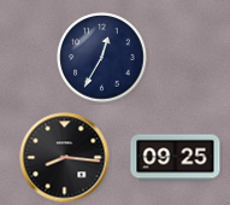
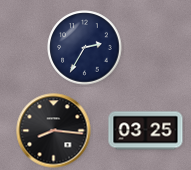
clock at (102, 58): 12:35 -> 2:35
clock at (176, 158): 09:25 -> 03:25
